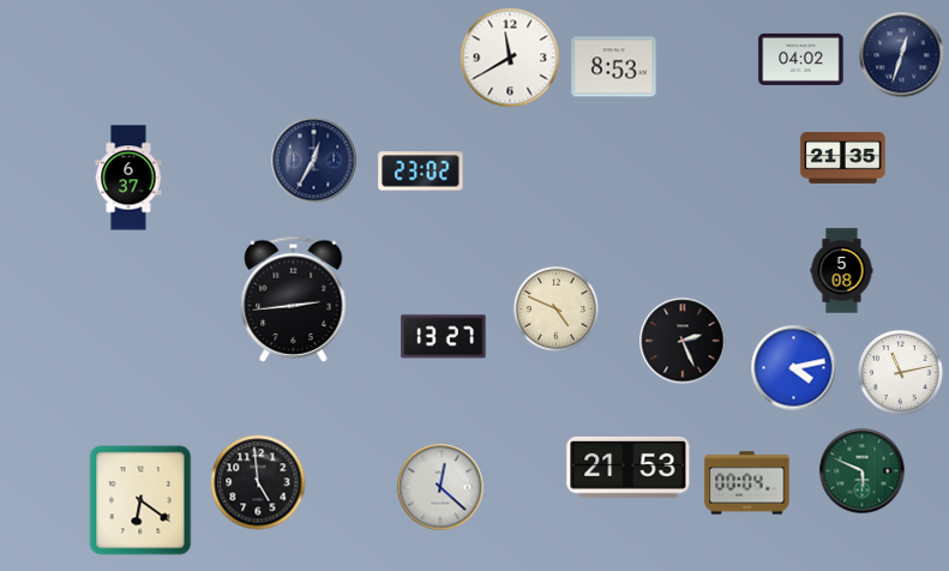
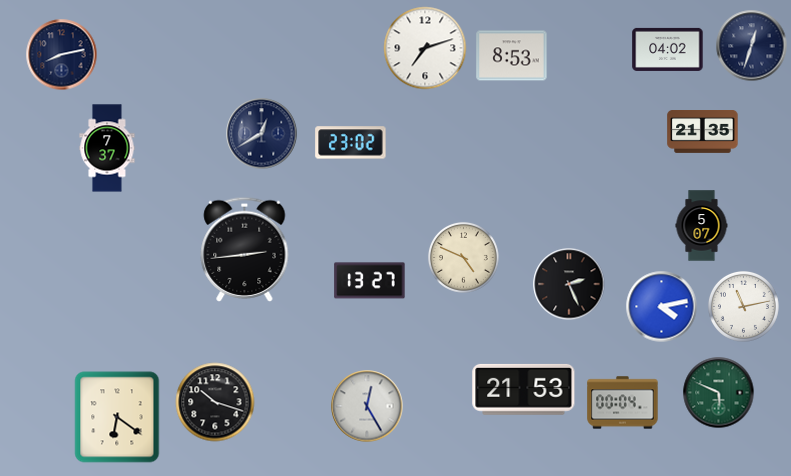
clock at (510, 58): 11:40 -> 7:12
clock at (62, 55): none -> 8:13
clock at (314, 161): 12:35 -> 12:40
clock at (128, 178): 6:37 -> 7:37
clock at (842, 271): 5:08 -> 5:07
clock at (900, 372) position: (900, 372) -> (743, 306)
clock at (258, 482): 4:59 -> 10:18
clock at (440, 487): 12:22 -> 12:25
